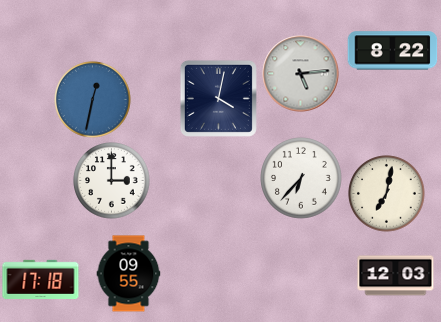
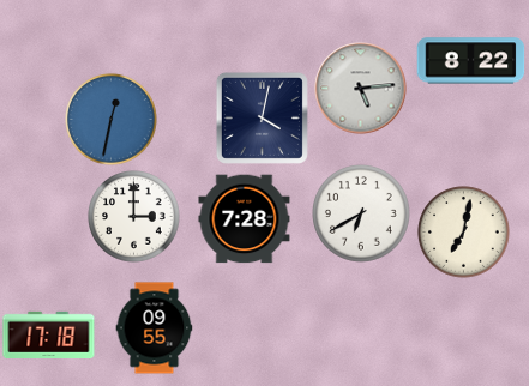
clock at (302, 179): 6:37 -> 6:40
clock at (245, 219): none -> 7:28
clock at (396, 276): 12:03 -> none
